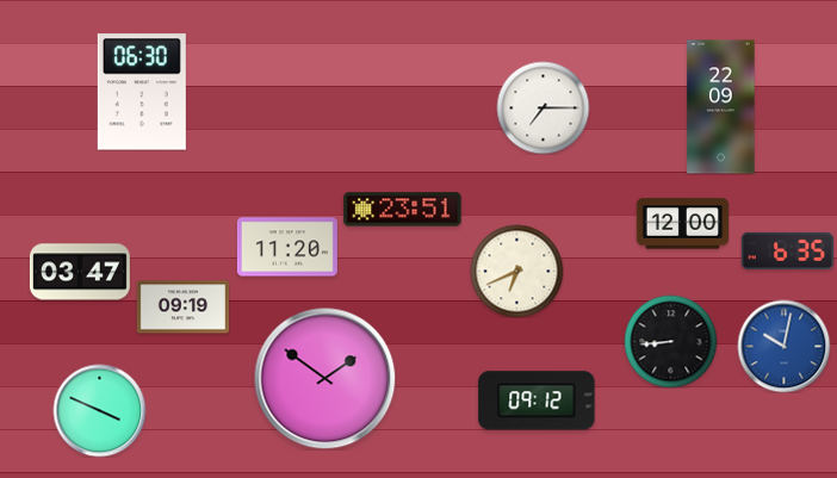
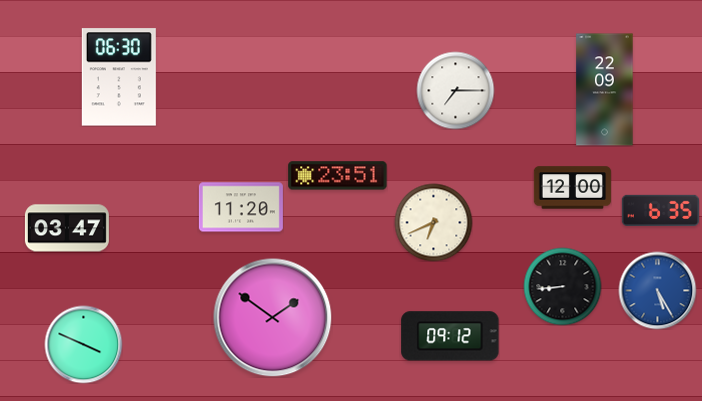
clock at (516, 271) position: (516, 271) -> (433, 222)
clock at (182, 308): 09:19 -> none
clock at (783, 346): 10:02 -> 5:25
